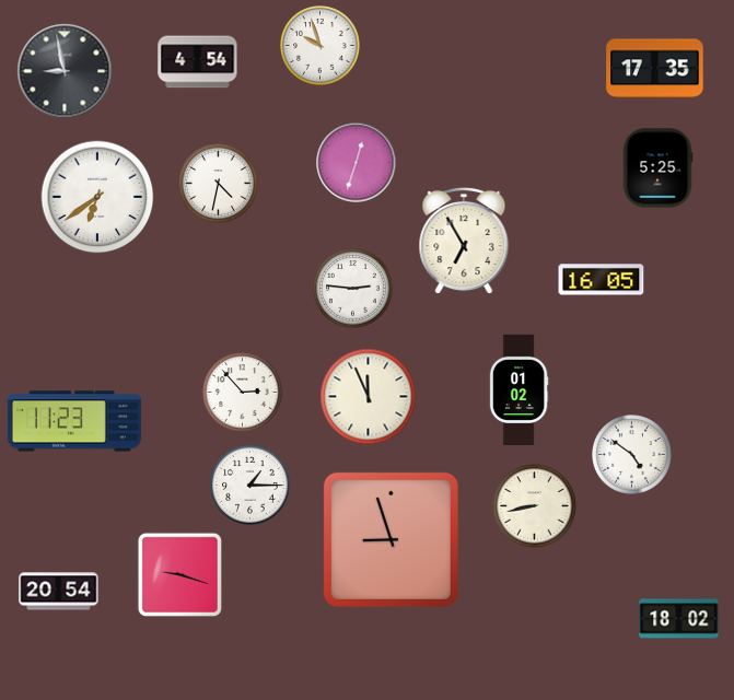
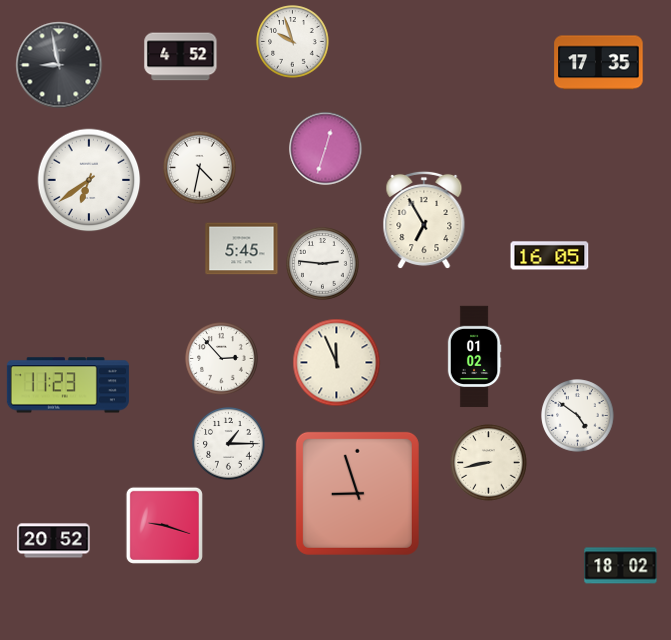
clock at (198, 62): 4:54 -> 4:52
clock at (657, 168): 5:25 -> none
clock at (242, 249): none -> 5:45
clock at (59, 592): 20:54 -> 20:52
